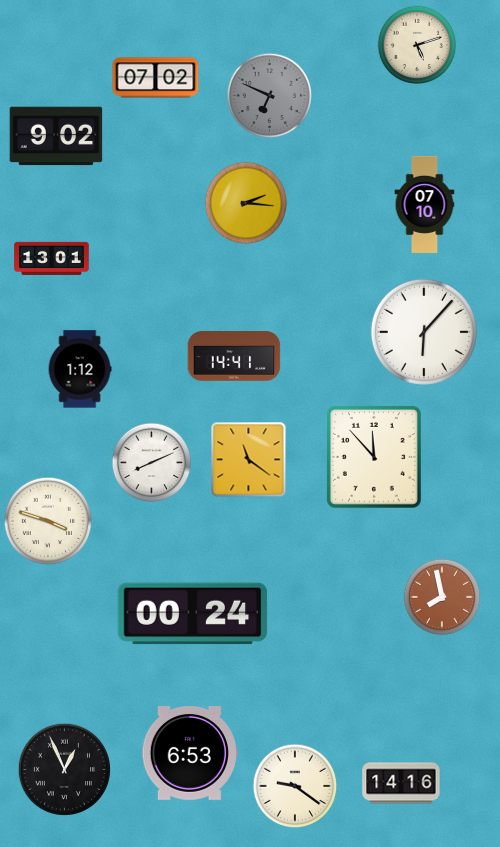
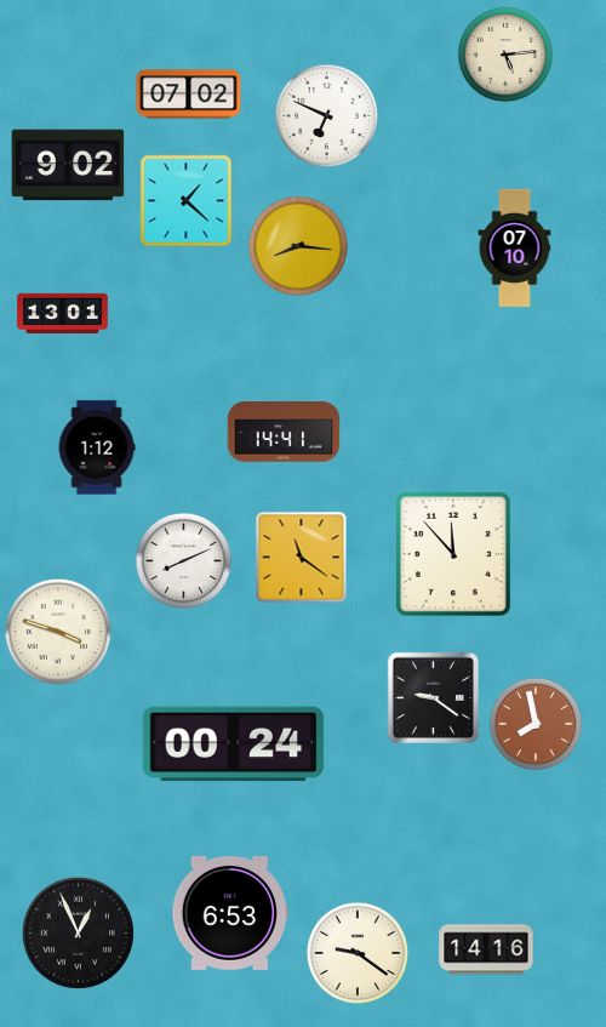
clock at (417, 45): 5:12 -> 5:14
clock at (270, 96) dial: grey -> white
clock at (187, 201): none -> 1:22
clock at (246, 203): 2:16 -> 8:16
clock at (424, 332): 6:07 -> none
clock at (433, 697): none -> 9:21
